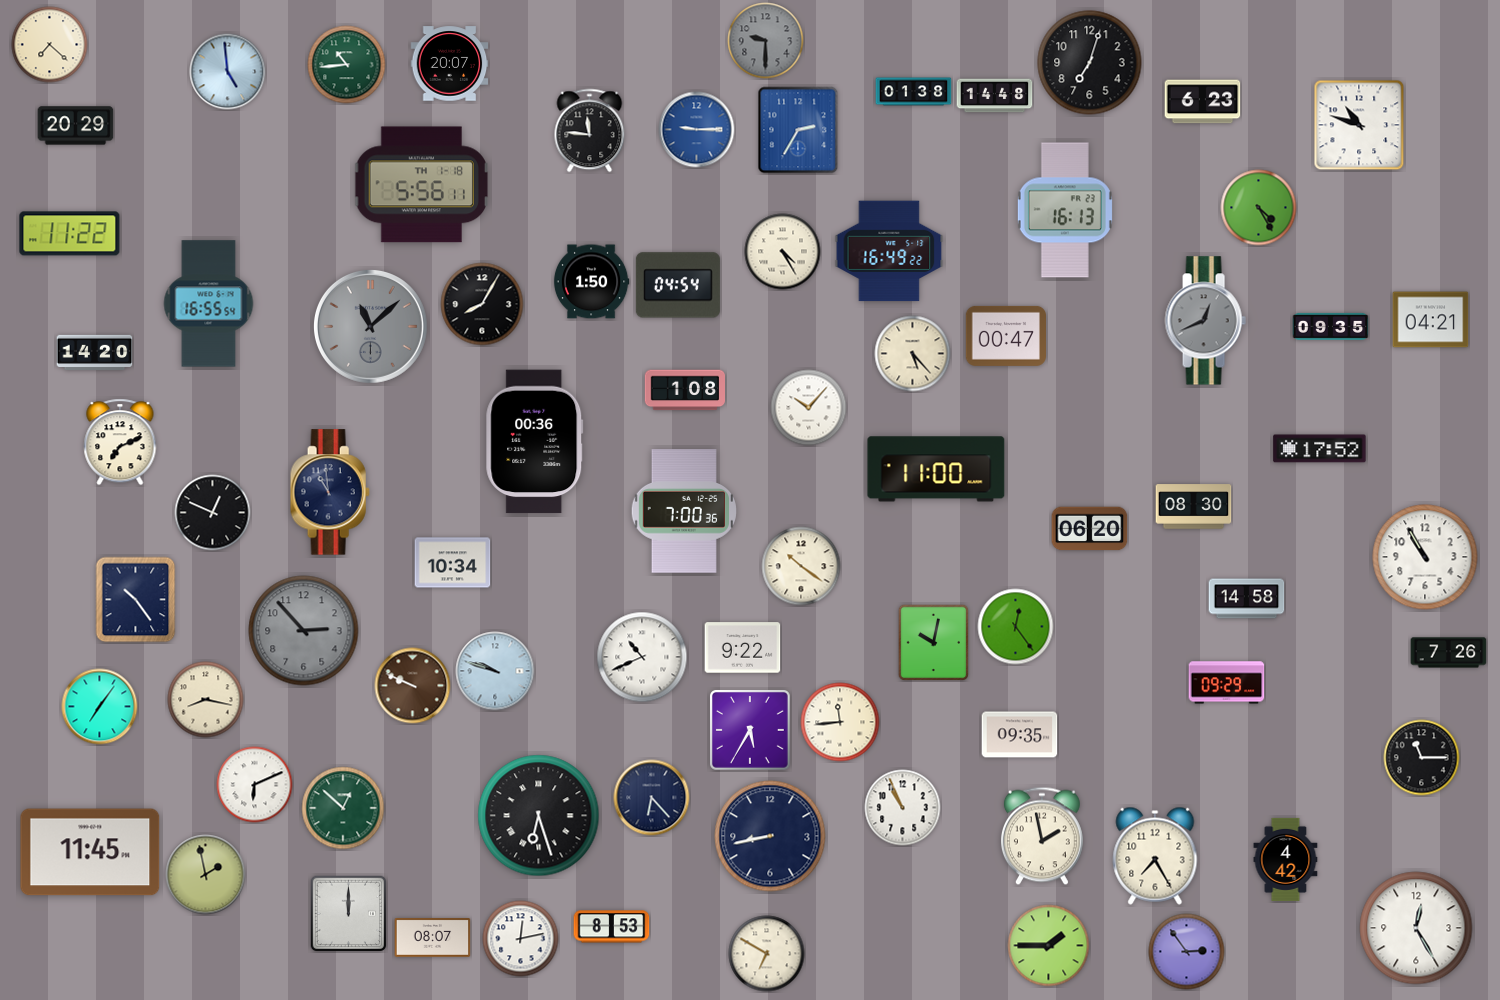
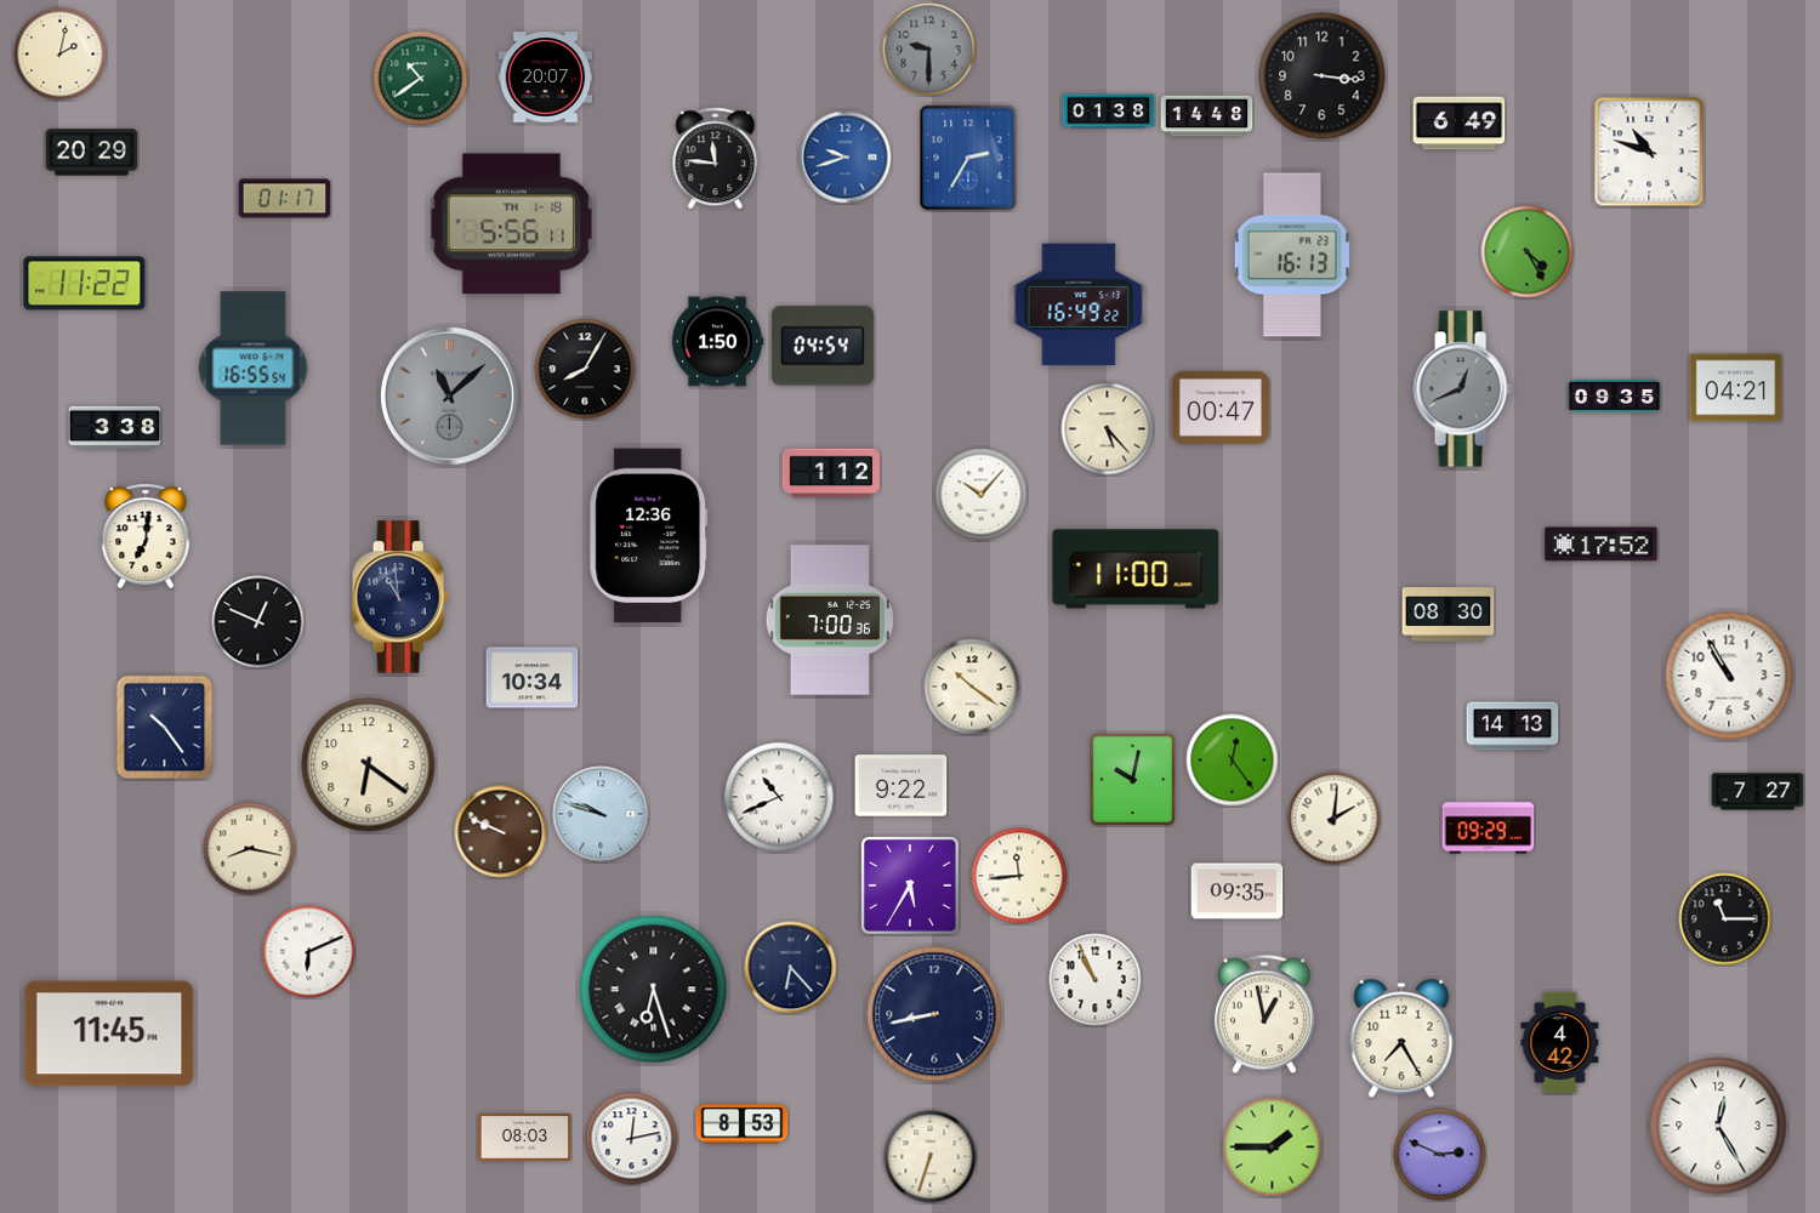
clock at (50, 45): 7:22 -> 2:02
clock at (1090, 63): 7:03 -> 3:16
clock at (347, 65): 10:44 -> 10:39
clock at (228, 72): 4:59 -> none
clock at (1203, 102): 6:23 -> 6:49
clock at (697, 130): 9:15 -> 9:42
clock at (285, 199): none -> 01:17
clock at (783, 252): 4:25 -> none
clock at (95, 353): 14:20 -> 3:38
clock at (685, 390): 1:08 -> 1:12
clock at (120, 442): 7:11 -> 7:01
clock at (535, 442): 00:36 -> 12:36
clock at (1090, 529): 06:20 -> none
clock at (453, 563) position: (453, 563) -> (533, 678)
clock at (1247, 599): 14:58 -> 14:13
clock at (304, 631): 2:53 -> 6:21
clock at (304, 631) dial: grey -> cream
clock at (1449, 653): 7:26 -> 7:27
clock at (1335, 819): none -> 2:01
clock at (100, 707): 7:06 -> none
clock at (343, 808): 12:52 -> none
clock at (1042, 836): 1:58 -> 12:58
clock at (206, 875): 1:58 -> none
clock at (348, 913): 12:00 -> none
clock at (433, 938): 08:07 -> 08:03
clock at (1187, 952): 2:54 -> 2:49
clock at (767, 954): 6:50 -> 6:33
